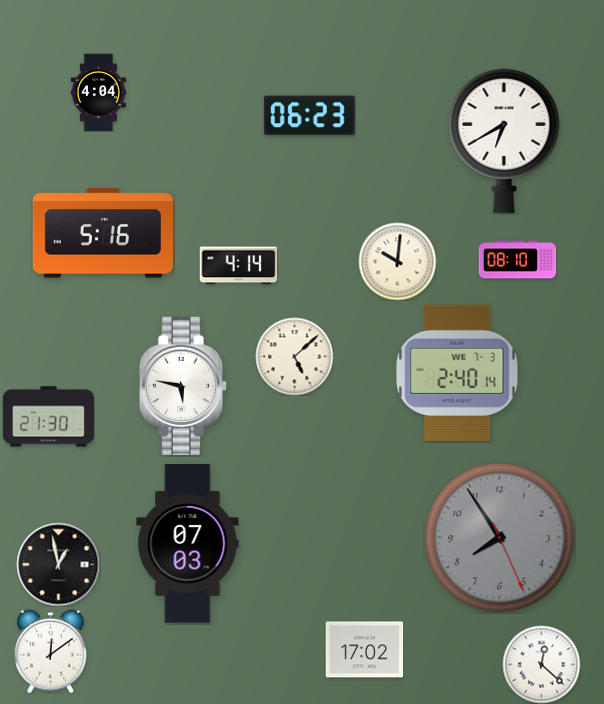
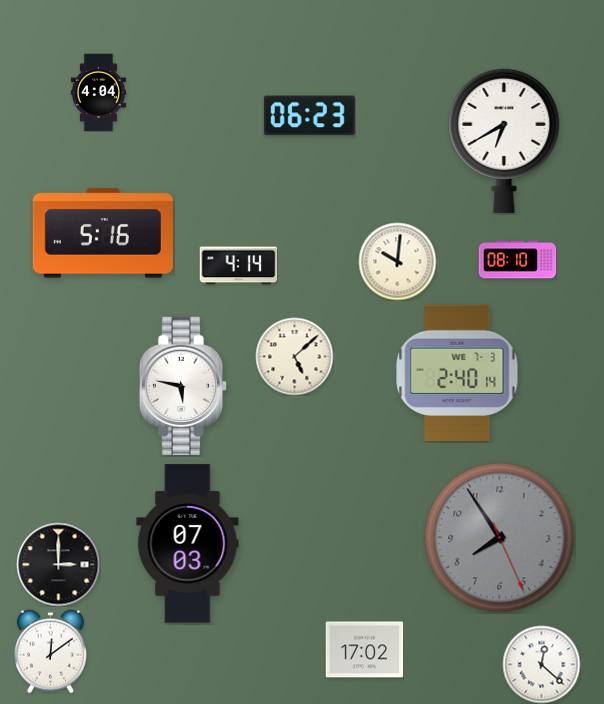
clock at (48, 417): 21:30 -> none
clock at (58, 564): 12:58 -> 3:00
